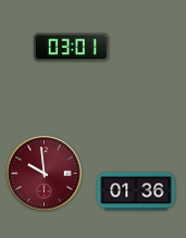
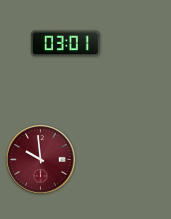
clock at (136, 191): 01:36 -> none
